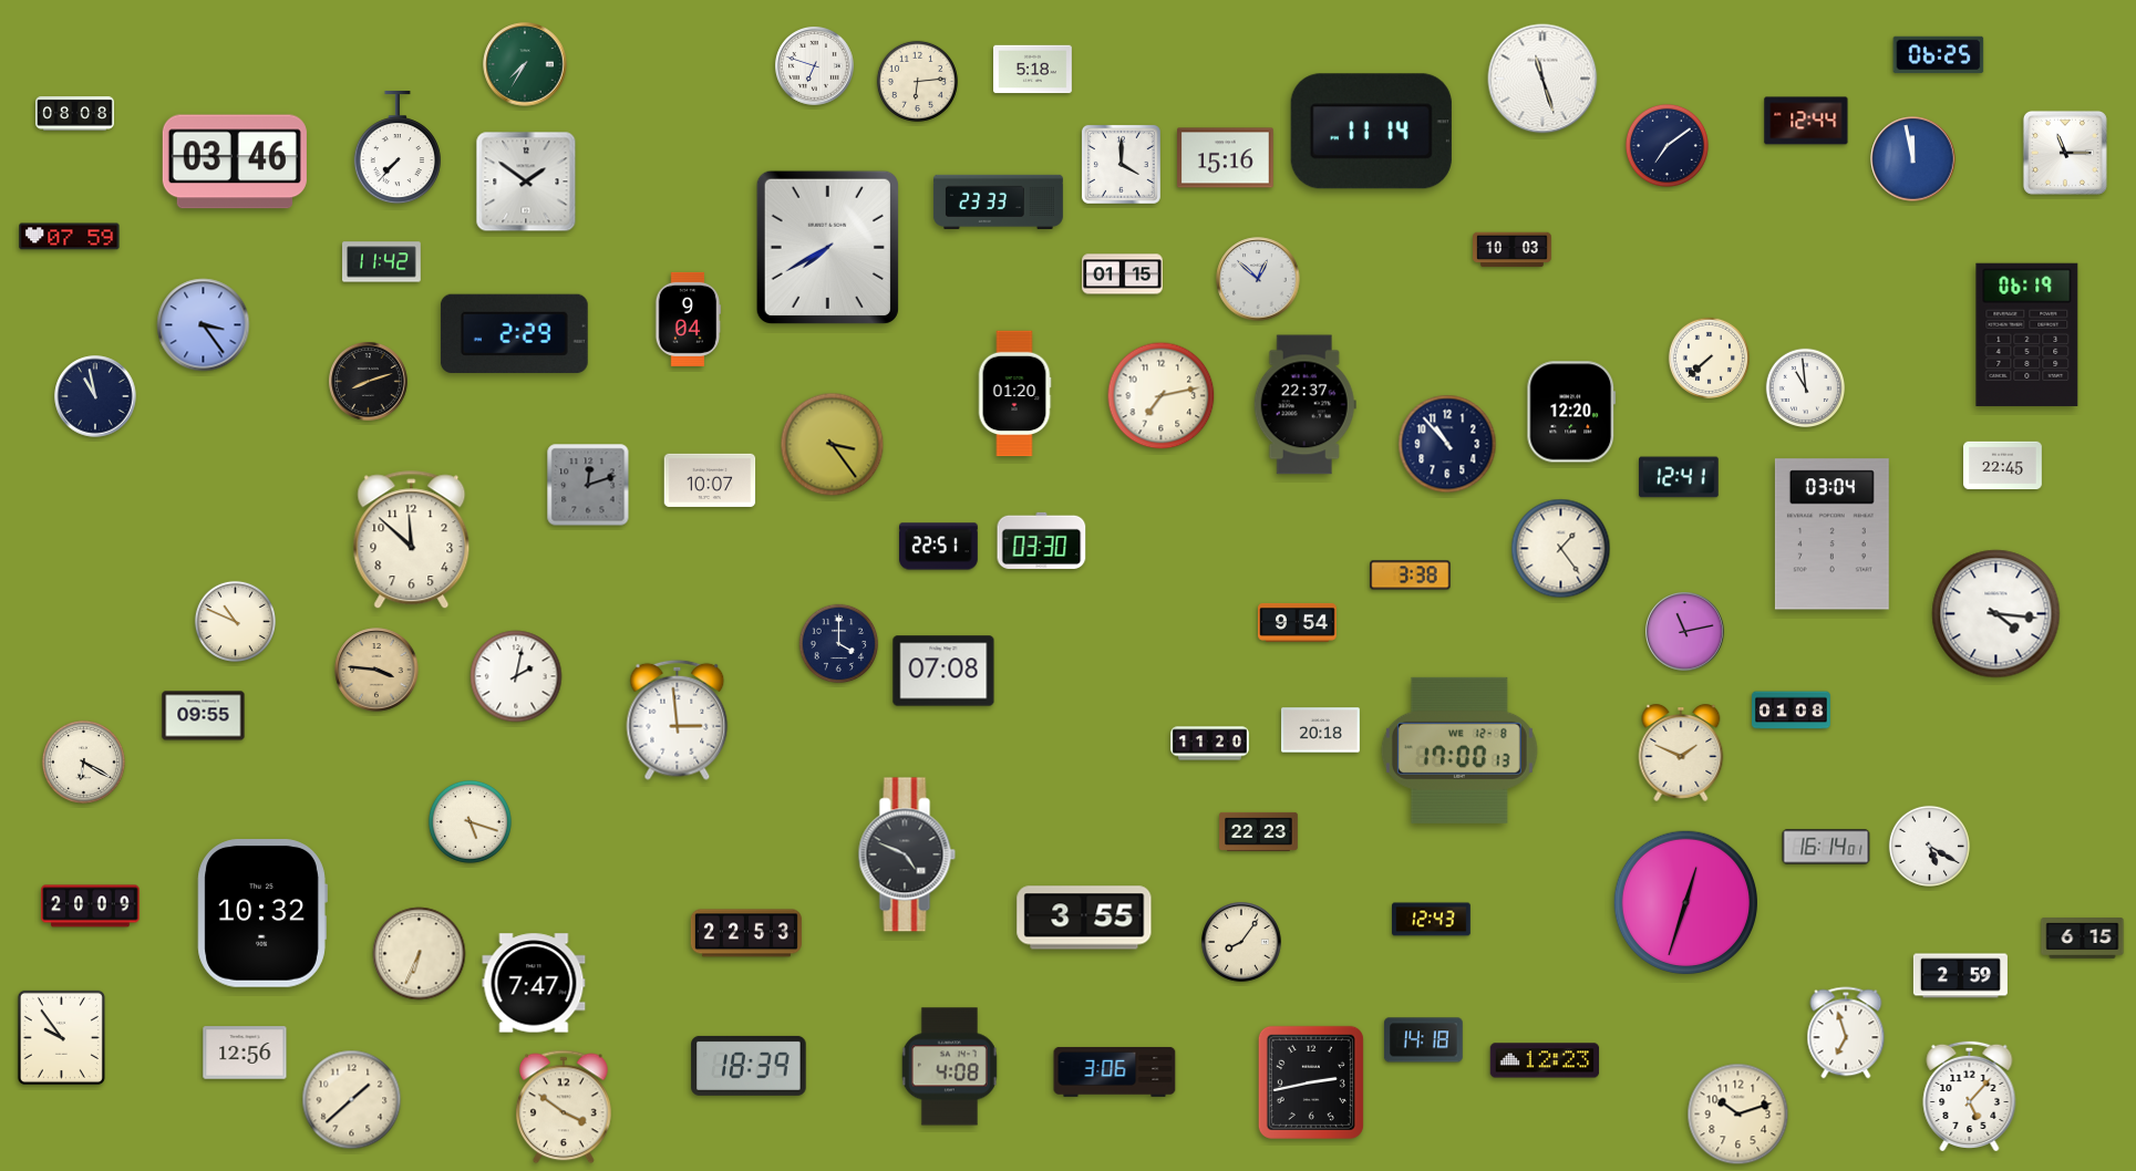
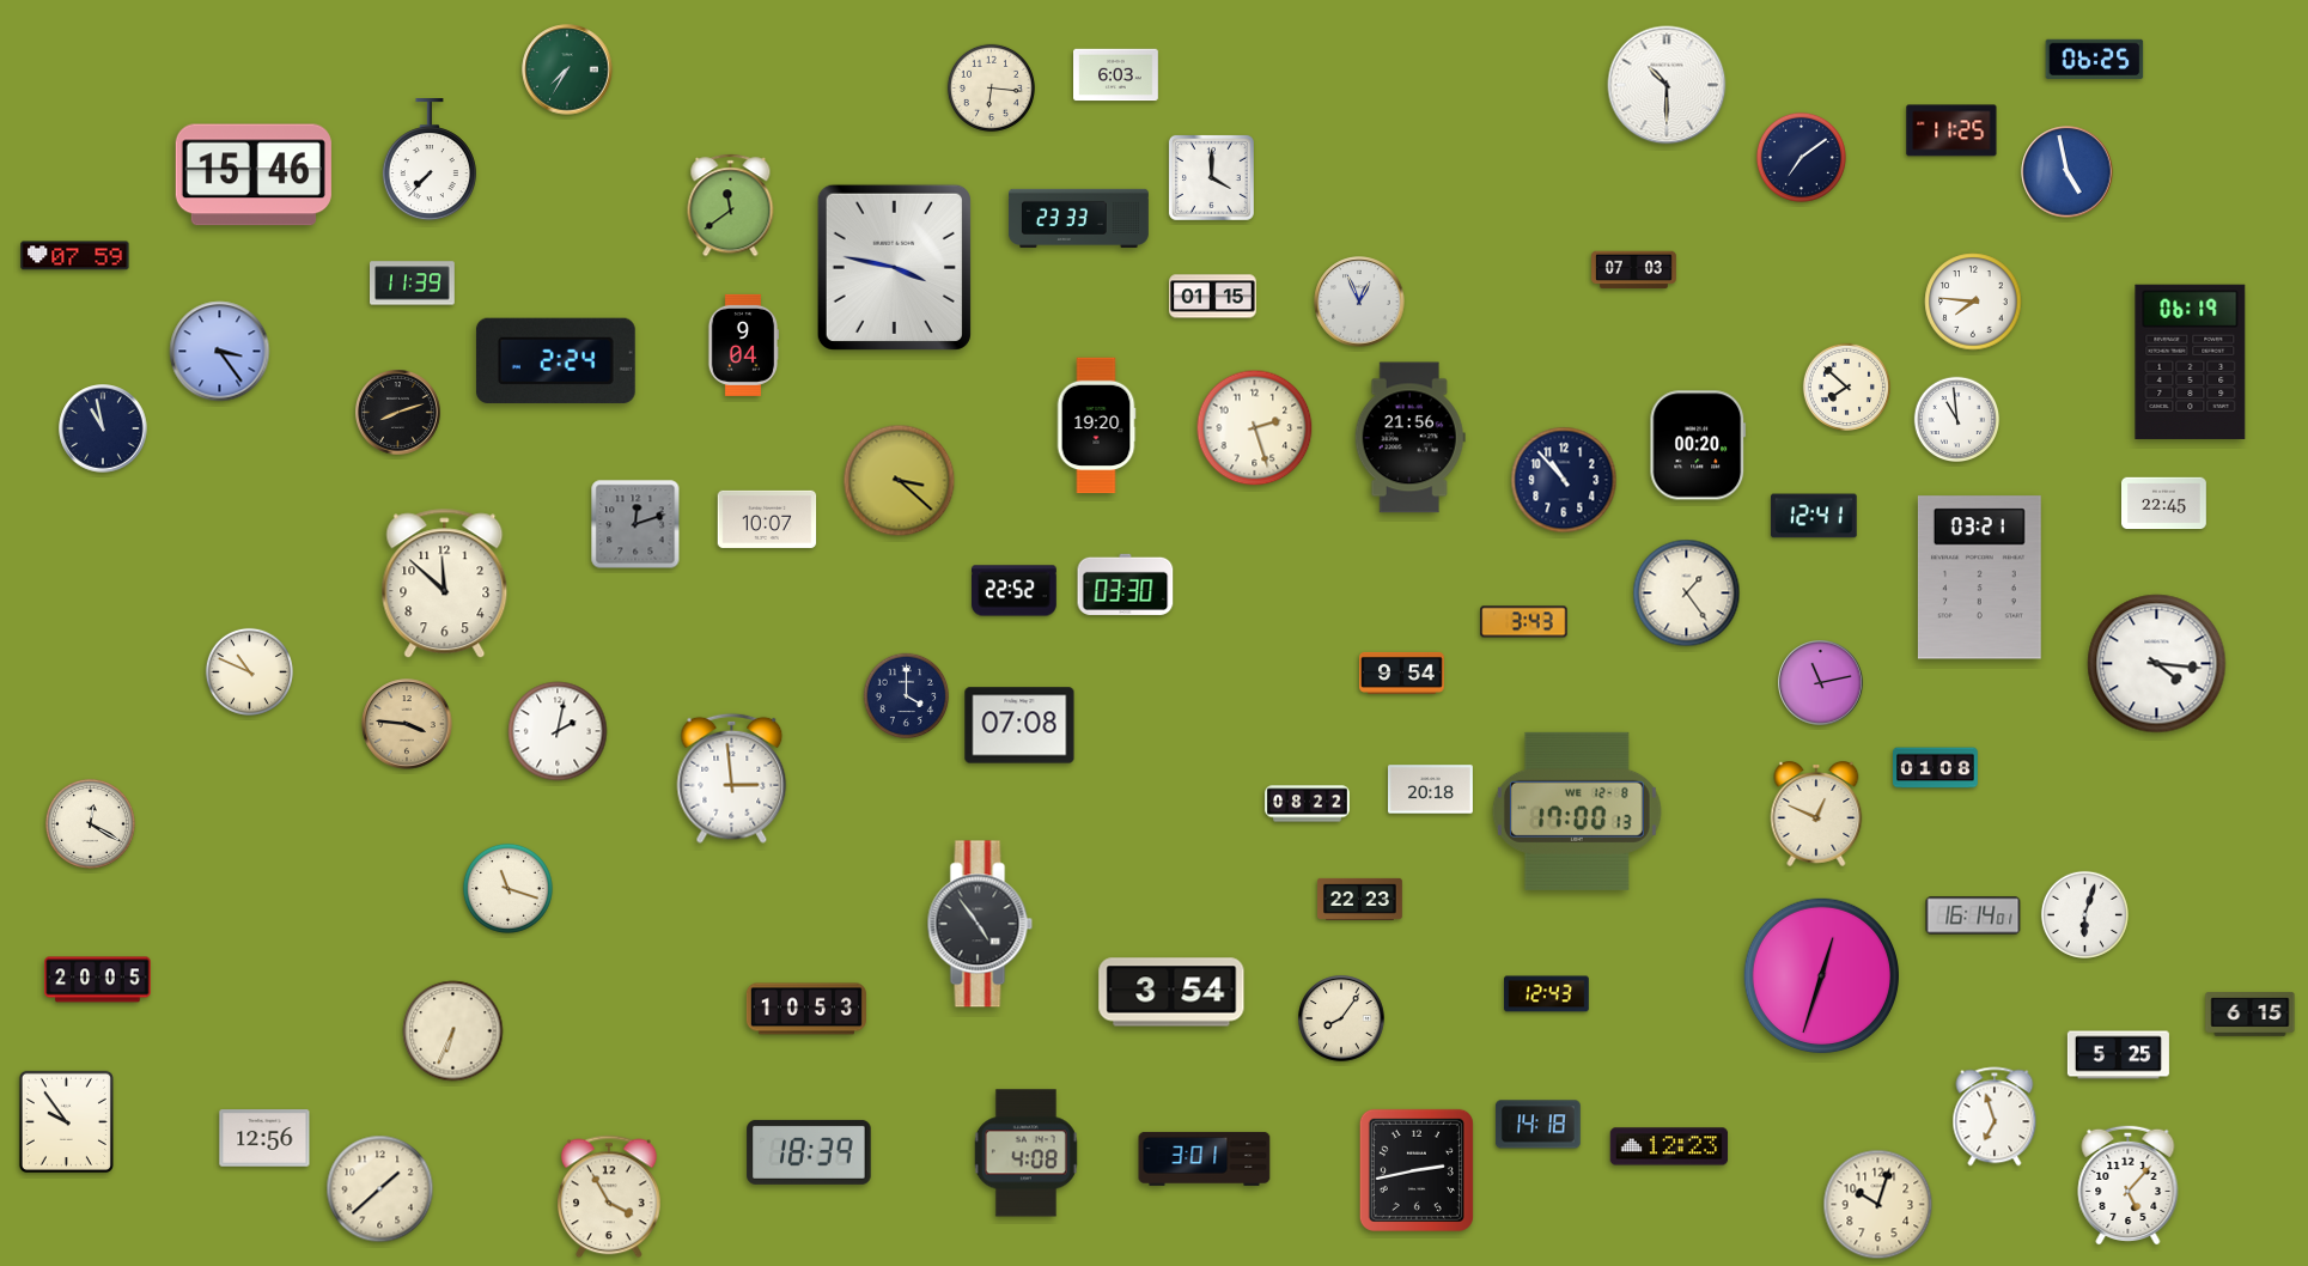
clock at (815, 66): 6:48 -> none
clock at (1033, 70): 5:18 -> 6:03
clock at (1542, 79): 11:27 -> 10:30
clock at (917, 81): 6:14 -> 6:16
clock at (75, 114): 08:08 -> none
clock at (1806, 121): 12:44 -> 11:25
clock at (1371, 132): 11:14 -> none
clock at (2065, 153): 11:15 -> none
clock at (1226, 158): 15:16 -> none
clock at (1913, 159): 11:58 -> 4:58
clock at (235, 162): 03:46 -> 15:46
clock at (526, 182): 1:51 -> none
clock at (731, 206): none -> 11:39
clock at (827, 247): 7:40 -> 3:47
clock at (1513, 250): 10:03 -> 07:03
clock at (382, 262): 11:42 -> 11:39
clock at (1258, 279): 12:52 -> 12:56
clock at (1973, 302): none -> 7:46
clock at (514, 333): 2:29 -> 2:24
clock at (1709, 357): 7:38 -> 7:52
clock at (1806, 388) position: (1806, 388) -> (1957, 420)
clock at (1014, 394): 01:20 -> 19:20
clock at (1162, 396): 7:13 -> 2:27
clock at (1304, 405): 22:37 -> 21:56
clock at (1571, 412): 12:20 -> 00:20
clock at (833, 445): 3:24 -> 3:22
clock at (1831, 535): 03:04 -> 03:21
clock at (939, 547): 22:51 -> 22:52
clock at (1411, 576): 3:38 -> 3:43
clock at (235, 621) position: (235, 621) -> (249, 671)
clock at (204, 716): 09:55 -> none
clock at (1321, 730) position: (1321, 730) -> (1431, 790)
clock at (1210, 744): 11:20 -> 08:22
clock at (1681, 754): 1:49 -> 12:49
clock at (83, 761): 6:20 -> 12:20
clock at (469, 821): 5:18 -> 11:18
clock at (1929, 846): 5:20 -> 6:03
clock at (907, 854): 4:49 -> 4:54
clock at (91, 906): 20:09 -> 20:05
clock at (262, 914): 10:32 -> none
clock at (1084, 918): 3:55 -> 3:54
clock at (746, 933): 22:53 -> 10:53
clock at (1960, 976): 2:59 -> 5:25
clock at (534, 983): 7:47 -> none
clock at (1115, 1071): 3:06 -> 3:01
clock at (565, 1107): 3:51 -> 3:55
clock at (1738, 1115): 10:12 -> 10:03
